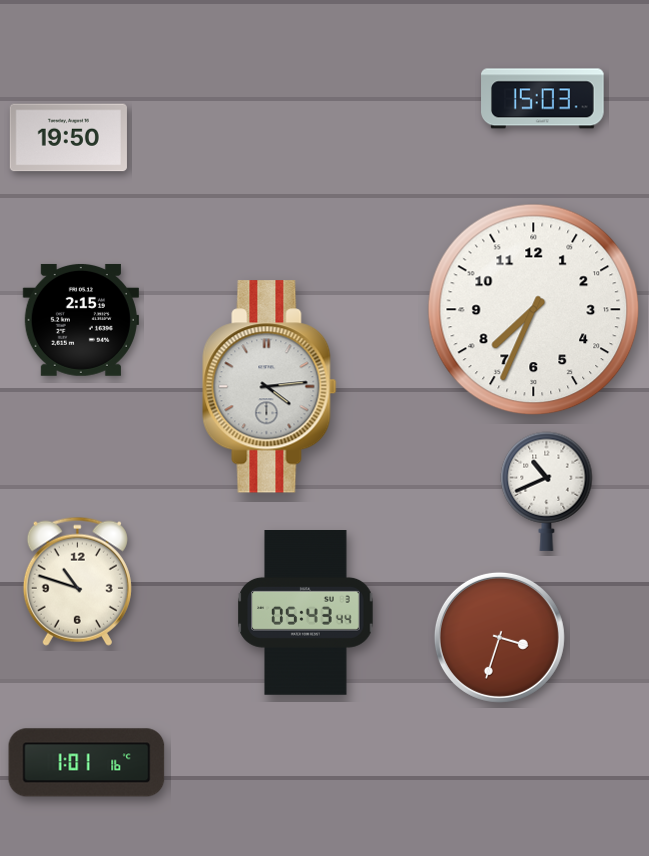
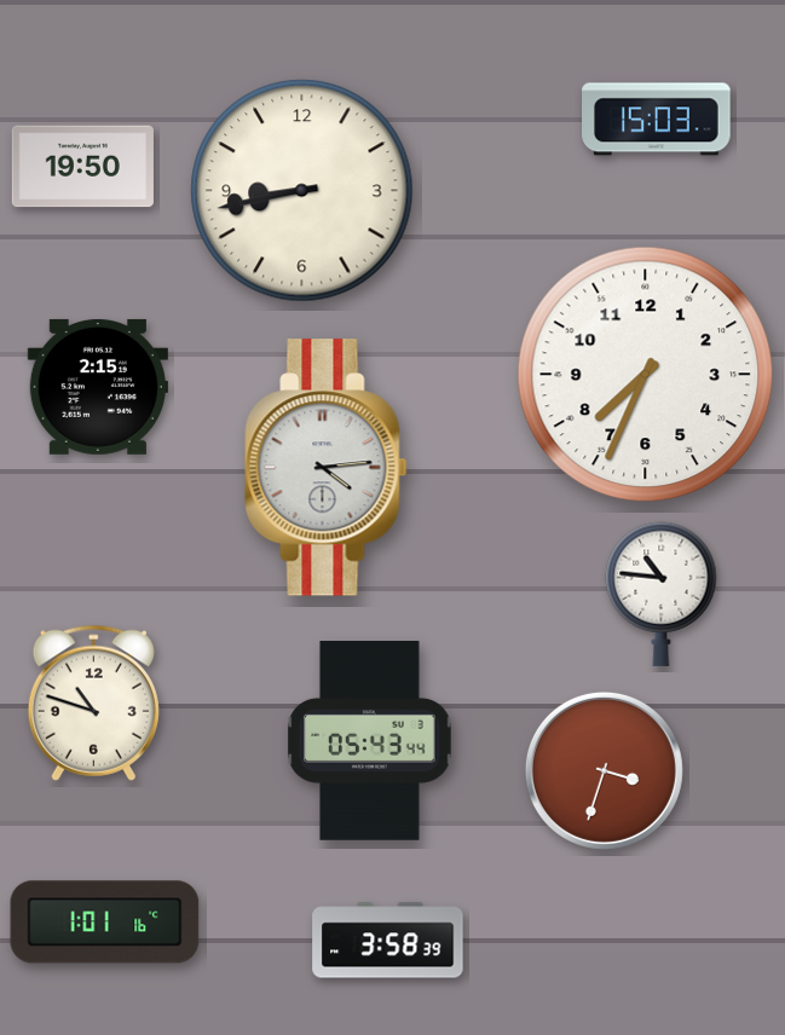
clock at (302, 191): none -> 8:43
clock at (547, 491): 10:41 -> 10:46
clock at (388, 941): none -> 3:58
